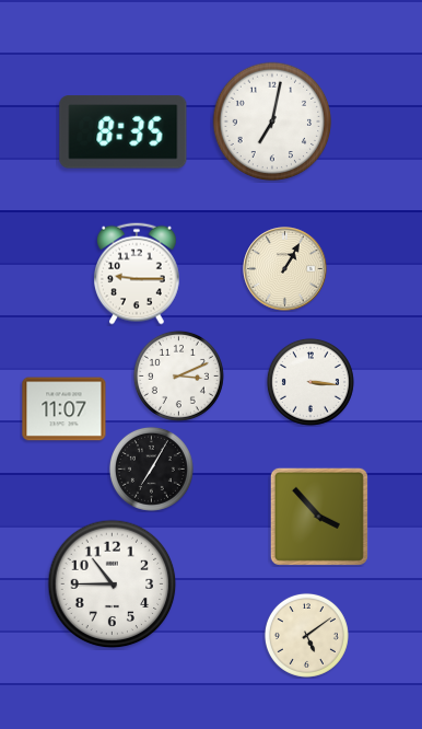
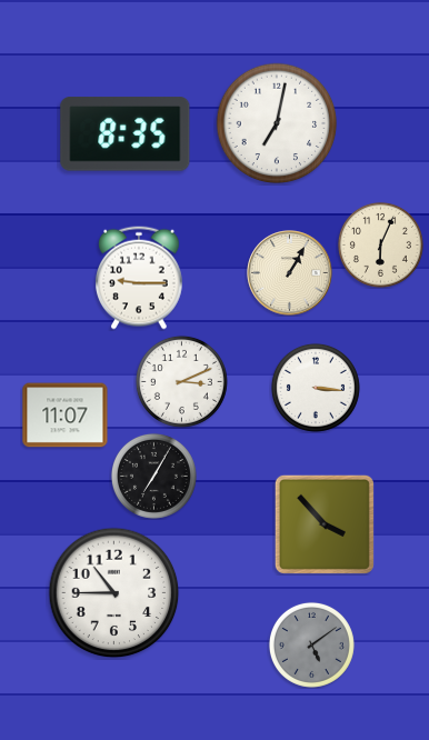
clock at (380, 244): none -> 6:04
clock at (306, 635) dial: cream -> grey
